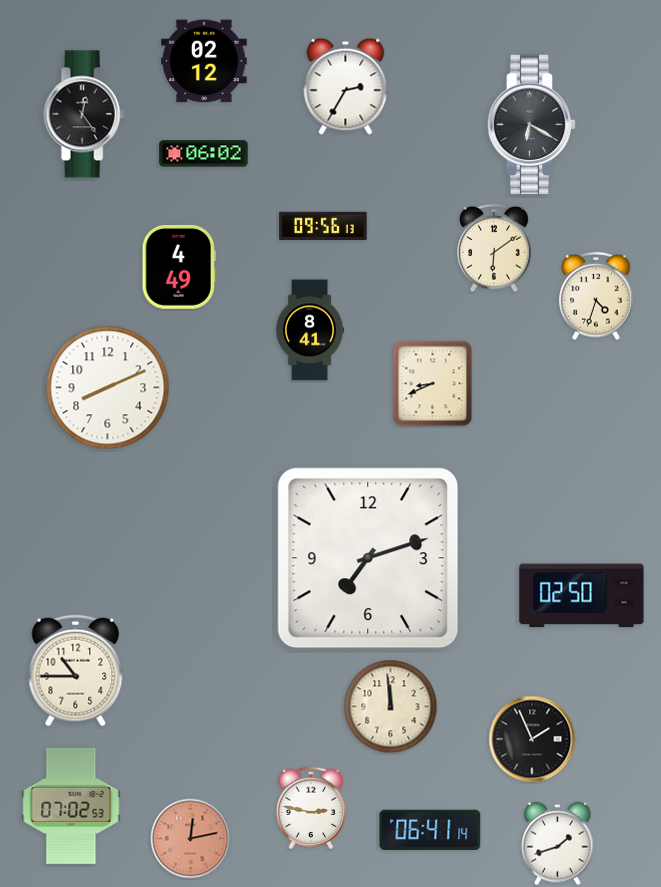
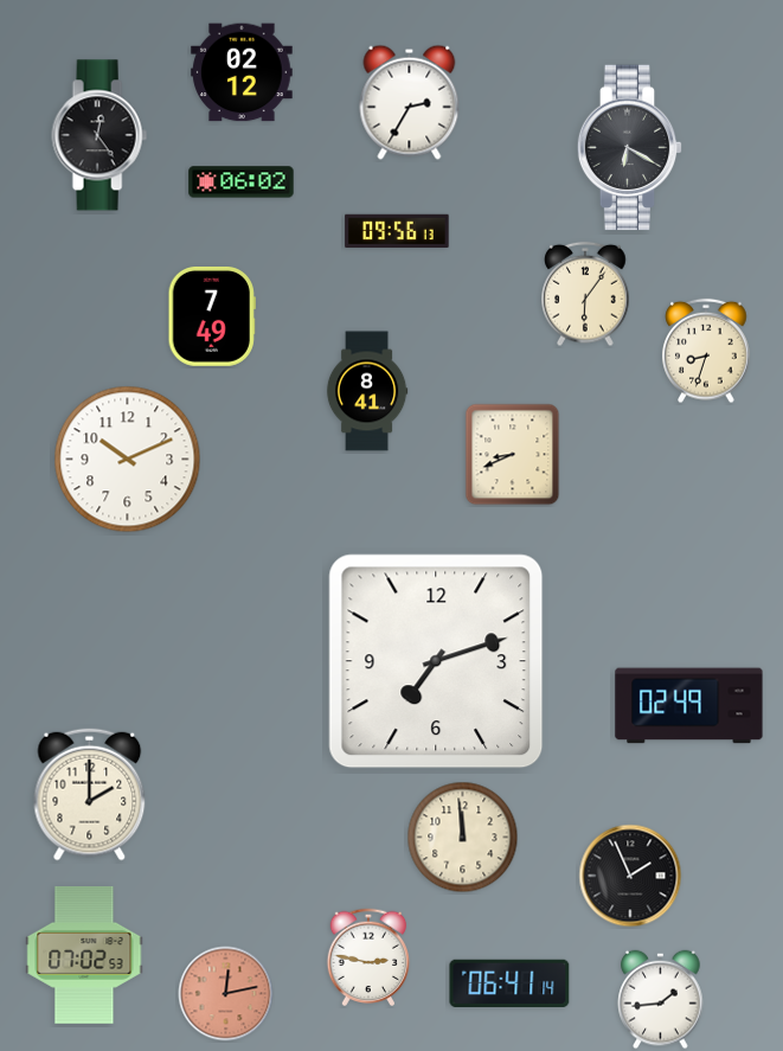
clock at (323, 226) position: (323, 226) -> (397, 231)
clock at (494, 248): 6:09 -> 6:06
clock at (179, 267): 4:49 -> 7:49
clock at (596, 296): 4:33 -> 8:33
clock at (108, 388): 8:11 -> 10:11
clock at (582, 596): 02:50 -> 02:49
clock at (76, 671): 10:45 -> 2:00
clock at (558, 844): 1:42 -> 1:44
